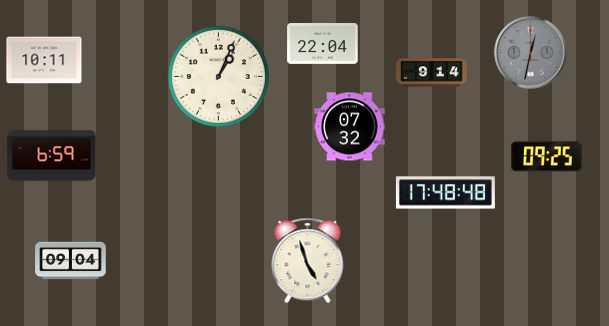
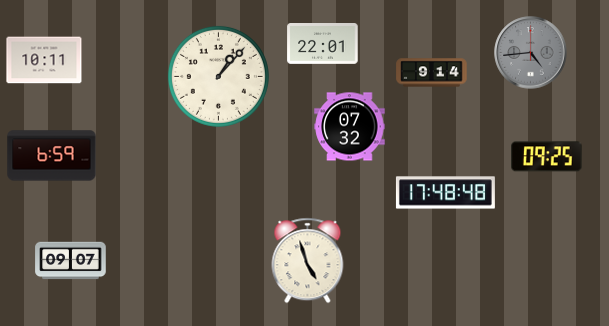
clock at (323, 44): 22:04 -> 22:01
clock at (531, 53): 12:32 -> 4:44
clock at (218, 76): 1:04 -> 1:07
clock at (71, 261): 09:04 -> 09:07
